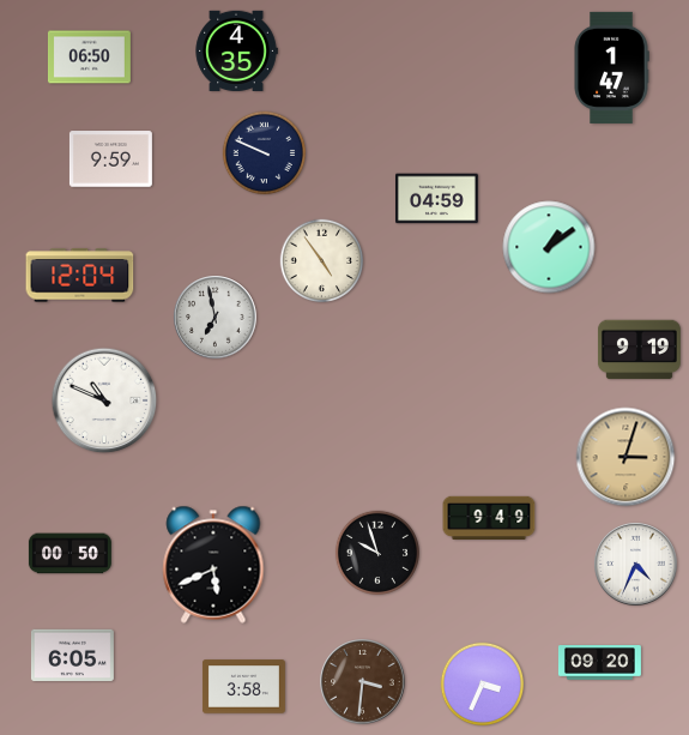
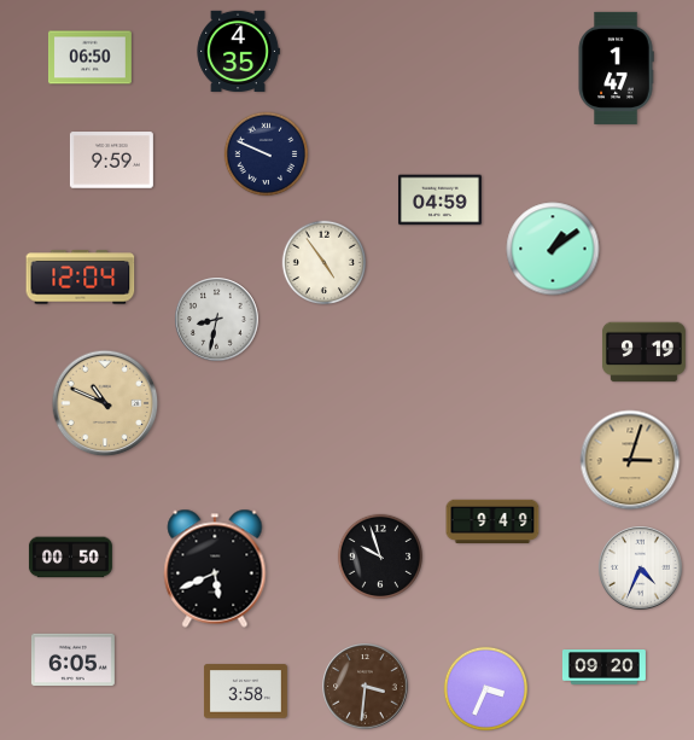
clock at (216, 318): 6:58 -> 8:32
clock at (104, 400) dial: white -> champagne
